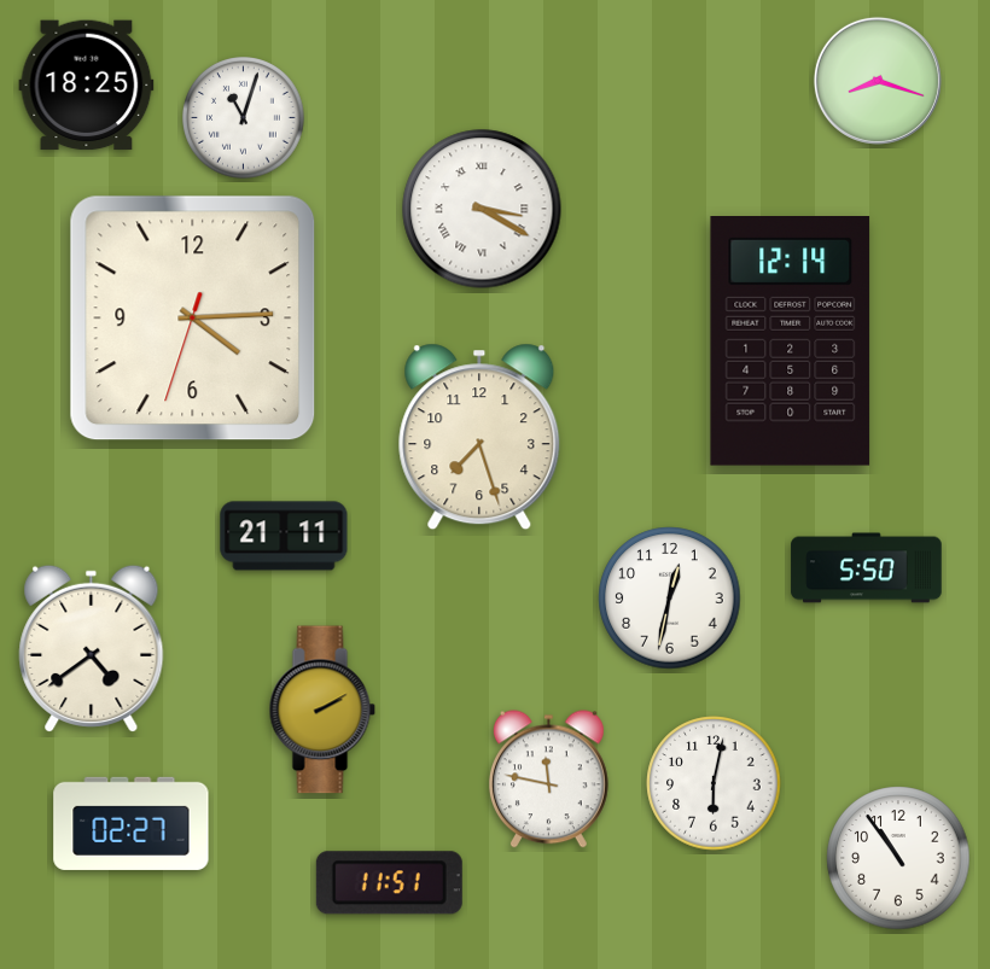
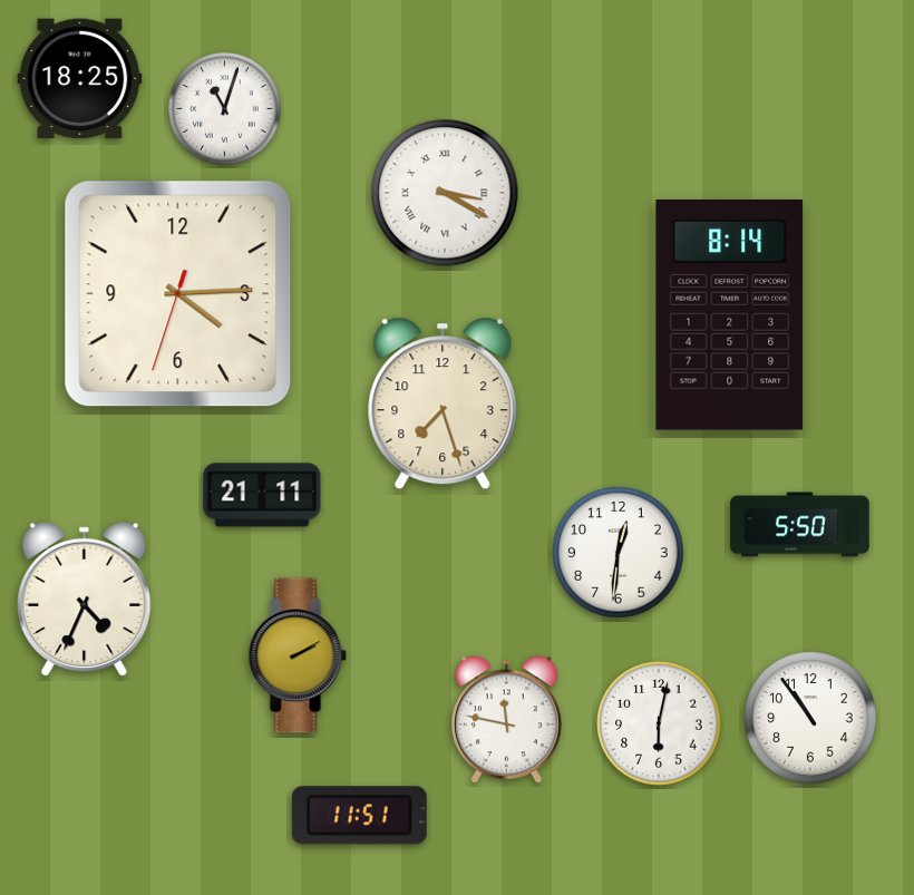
clock at (878, 81): 8:18 -> none
clock at (791, 342): 12:14 -> 8:14
clock at (670, 599): 12:32 -> 12:31
clock at (92, 648): 4:39 -> 4:34
clock at (132, 823): 02:27 -> none
clock at (898, 858) position: (898, 858) -> (810, 718)
